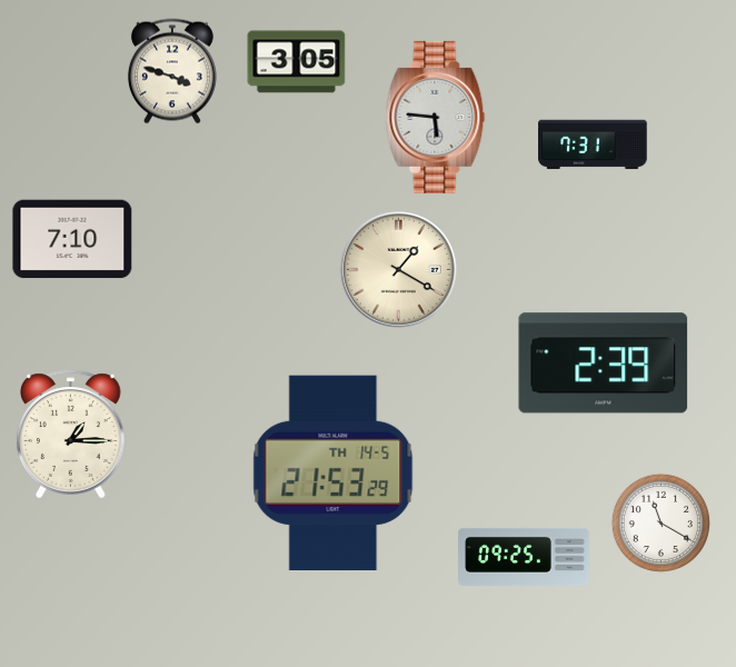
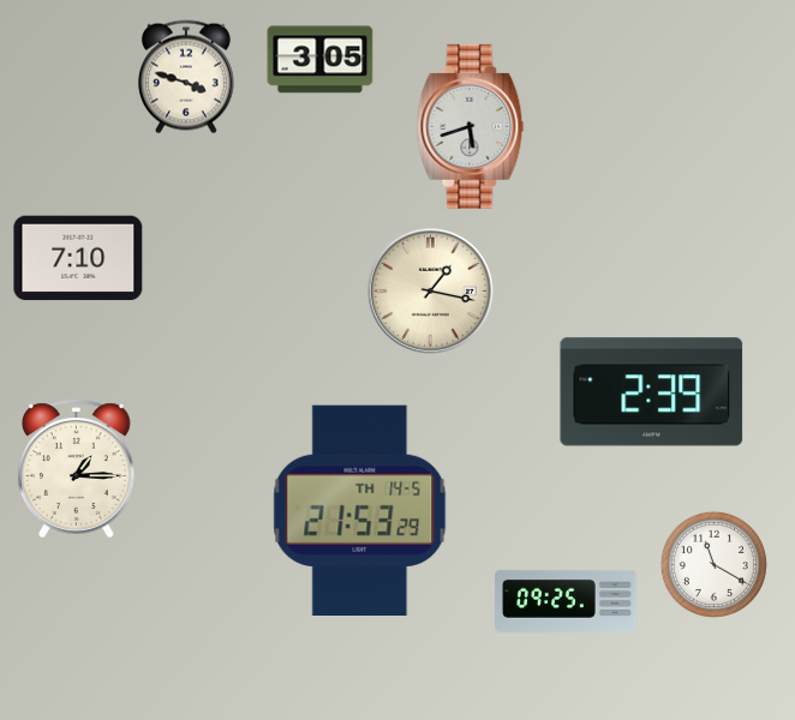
clock at (297, 62) position: (297, 62) -> (321, 60)
clock at (436, 117): 5:46 -> 5:42
clock at (593, 145): 7:31 -> none
clock at (398, 269): 1:20 -> 1:17
